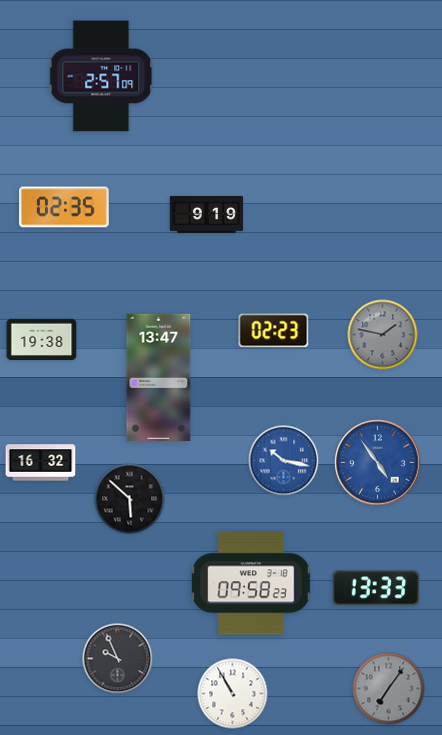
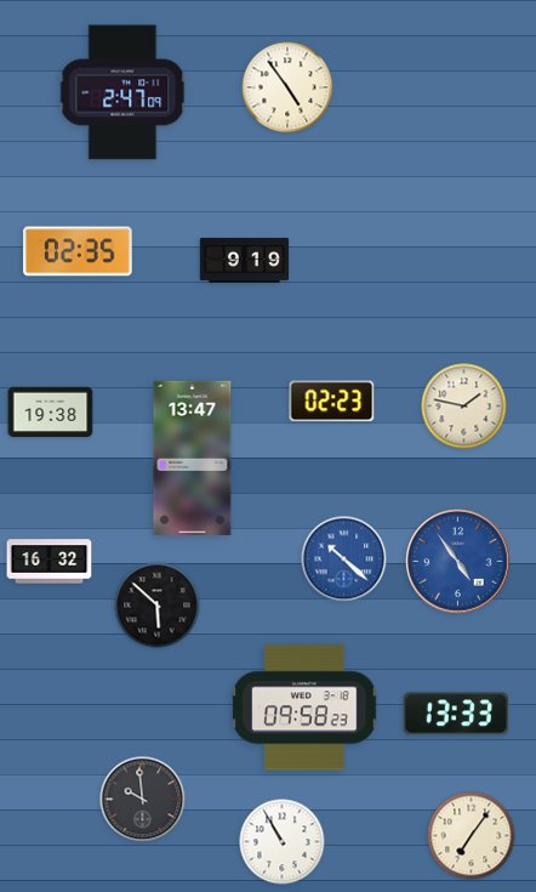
clock at (287, 87): none -> 4:54
clock at (102, 76): 2:57 -> 2:47
clock at (207, 214) position: (207, 214) -> (245, 260)
clock at (383, 335) dial: grey -> cream
clock at (284, 461): 10:17 -> 10:22
clock at (118, 659): 9:56 -> 9:59
clock at (389, 689) dial: grey -> cream
